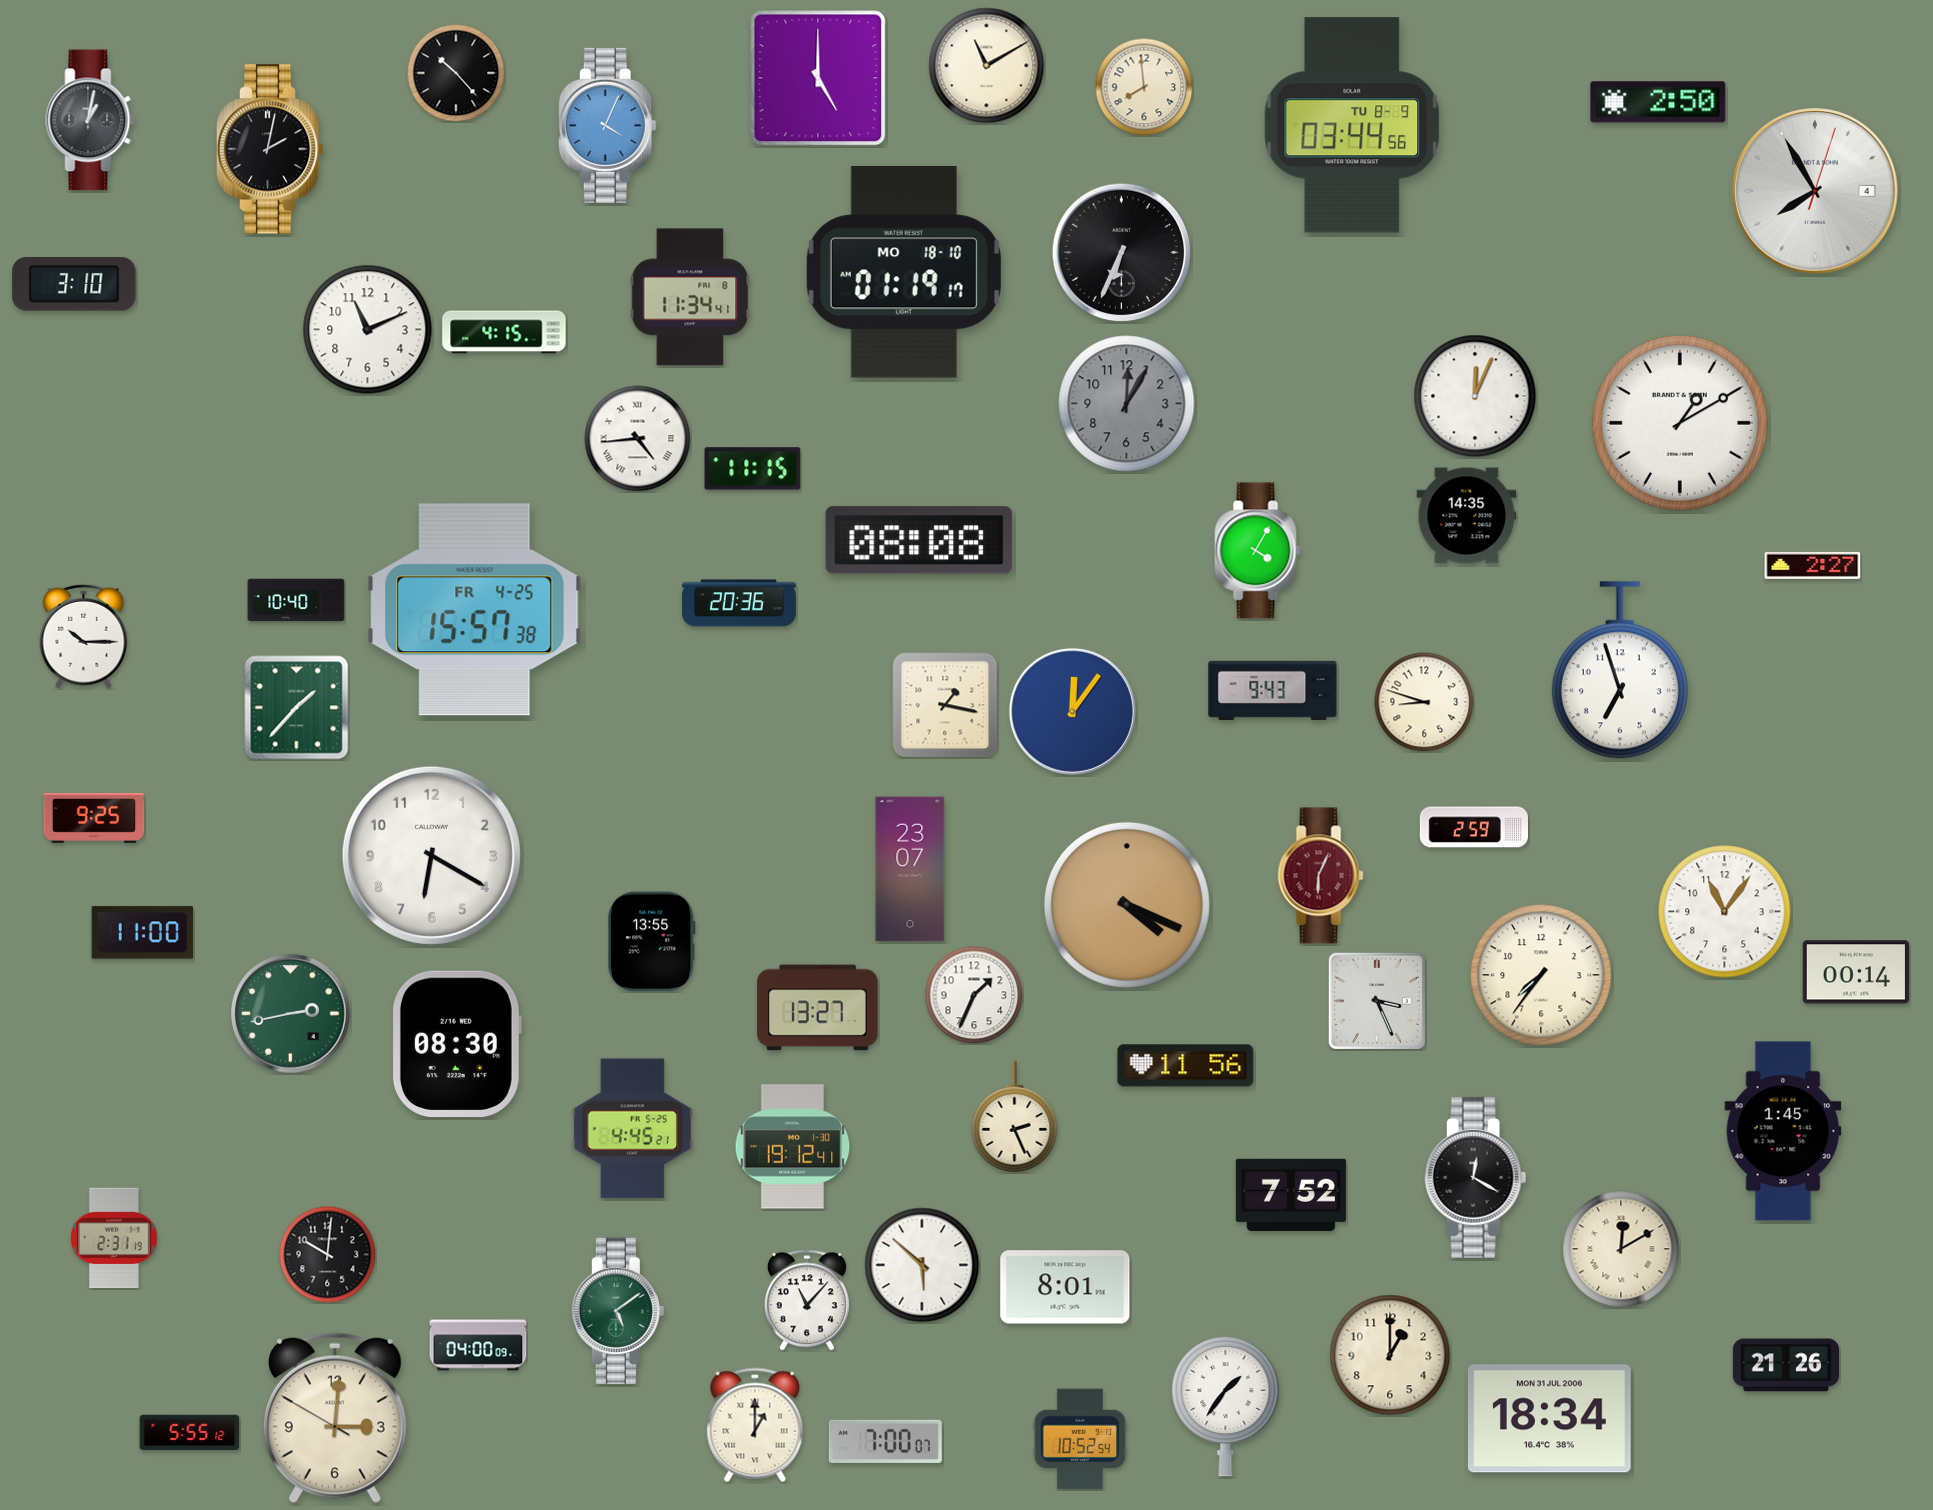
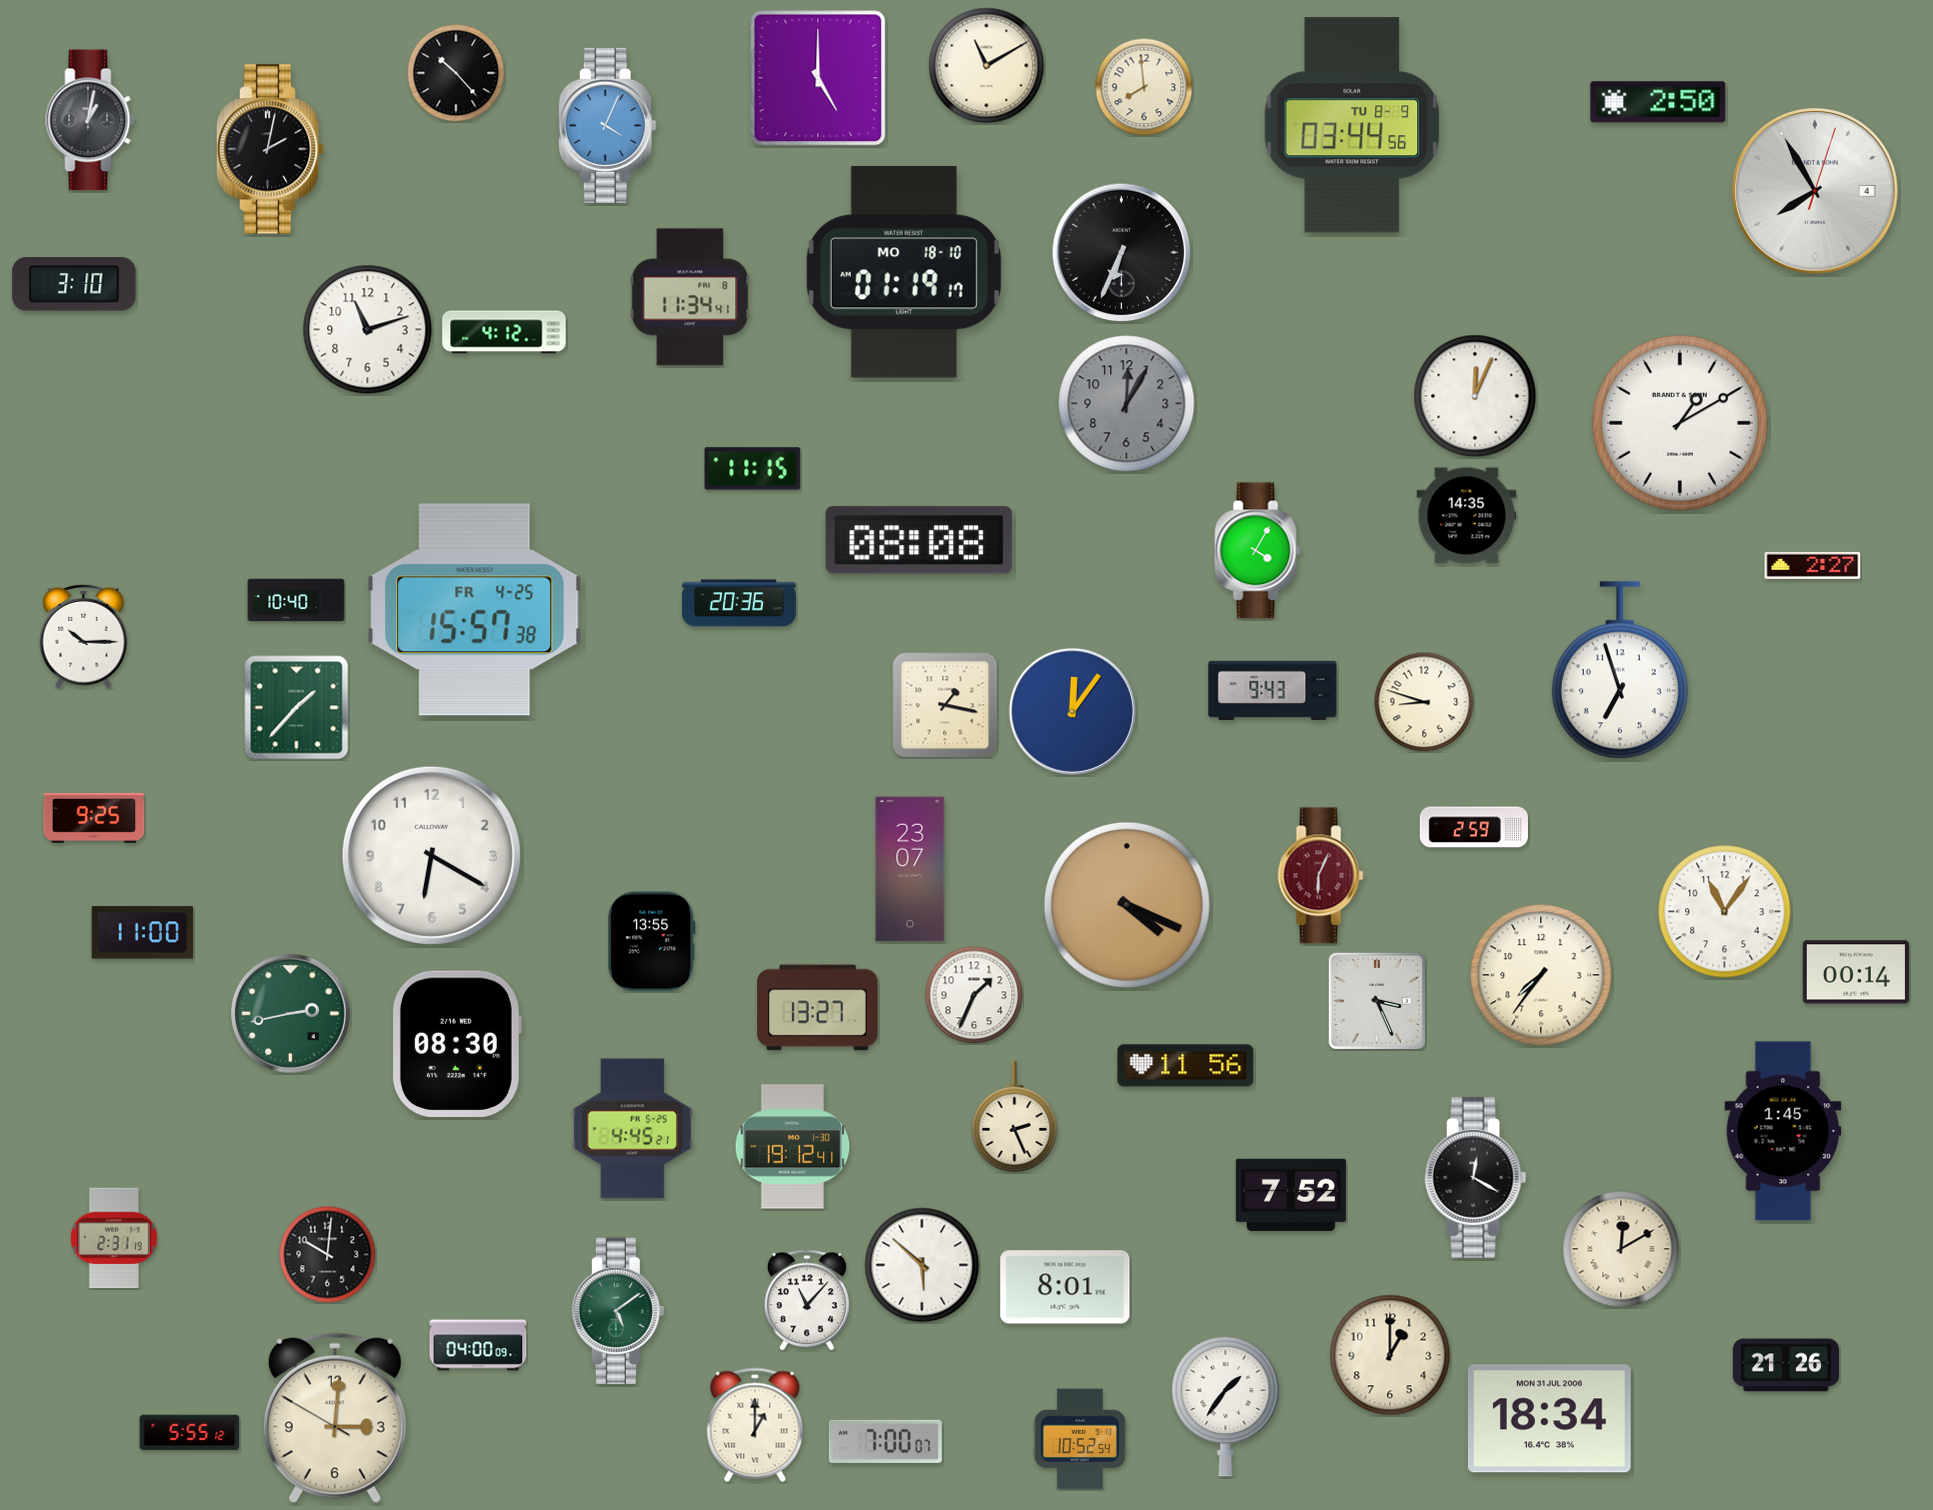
clock at (368, 330): 11:11 -> 11:12
clock at (504, 332): 4:15 -> 4:12
clock at (638, 439): 4:44 -> none
